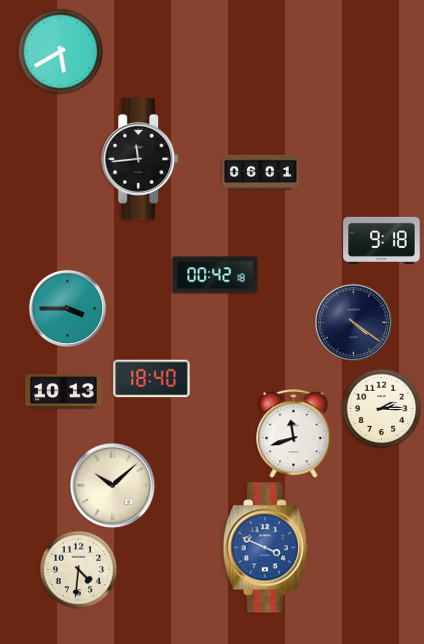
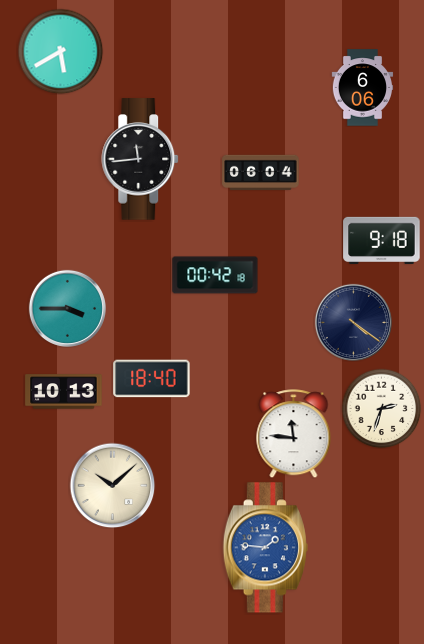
clock at (363, 88): none -> 6:06
clock at (261, 172): 06:01 -> 06:04
clock at (381, 408): 2:15 -> 2:33
clock at (294, 434): 11:42 -> 11:46
clock at (265, 548): 3:49 -> 1:46
clock at (78, 569): 4:31 -> none
